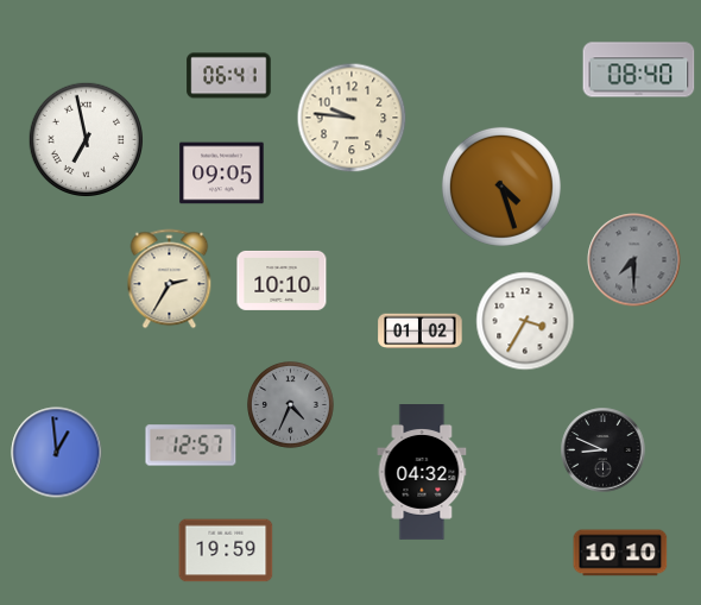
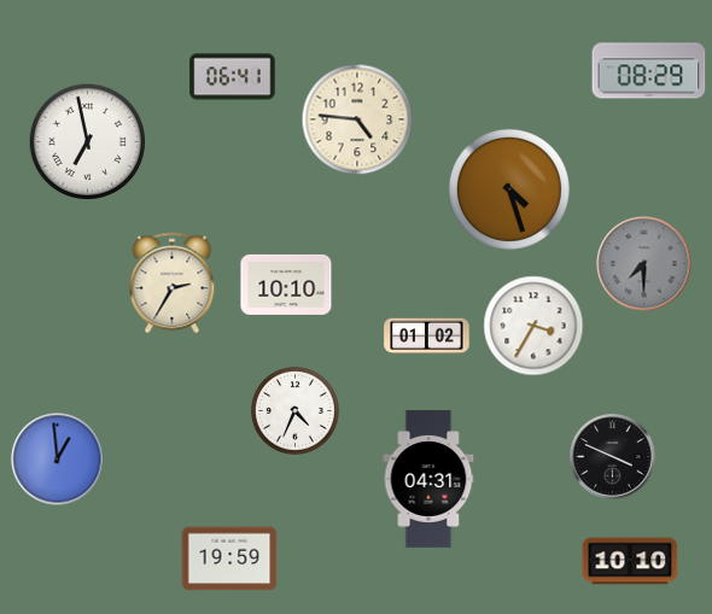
clock at (639, 70): 08:40 -> 08:29
clock at (352, 118): 9:46 -> 4:46
clock at (222, 174): 09:05 -> none
clock at (291, 405) dial: grey -> white
clock at (191, 446): 12:57 -> none
clock at (604, 450): 8:49 -> 3:49
clock at (422, 473): 04:32 -> 04:31
